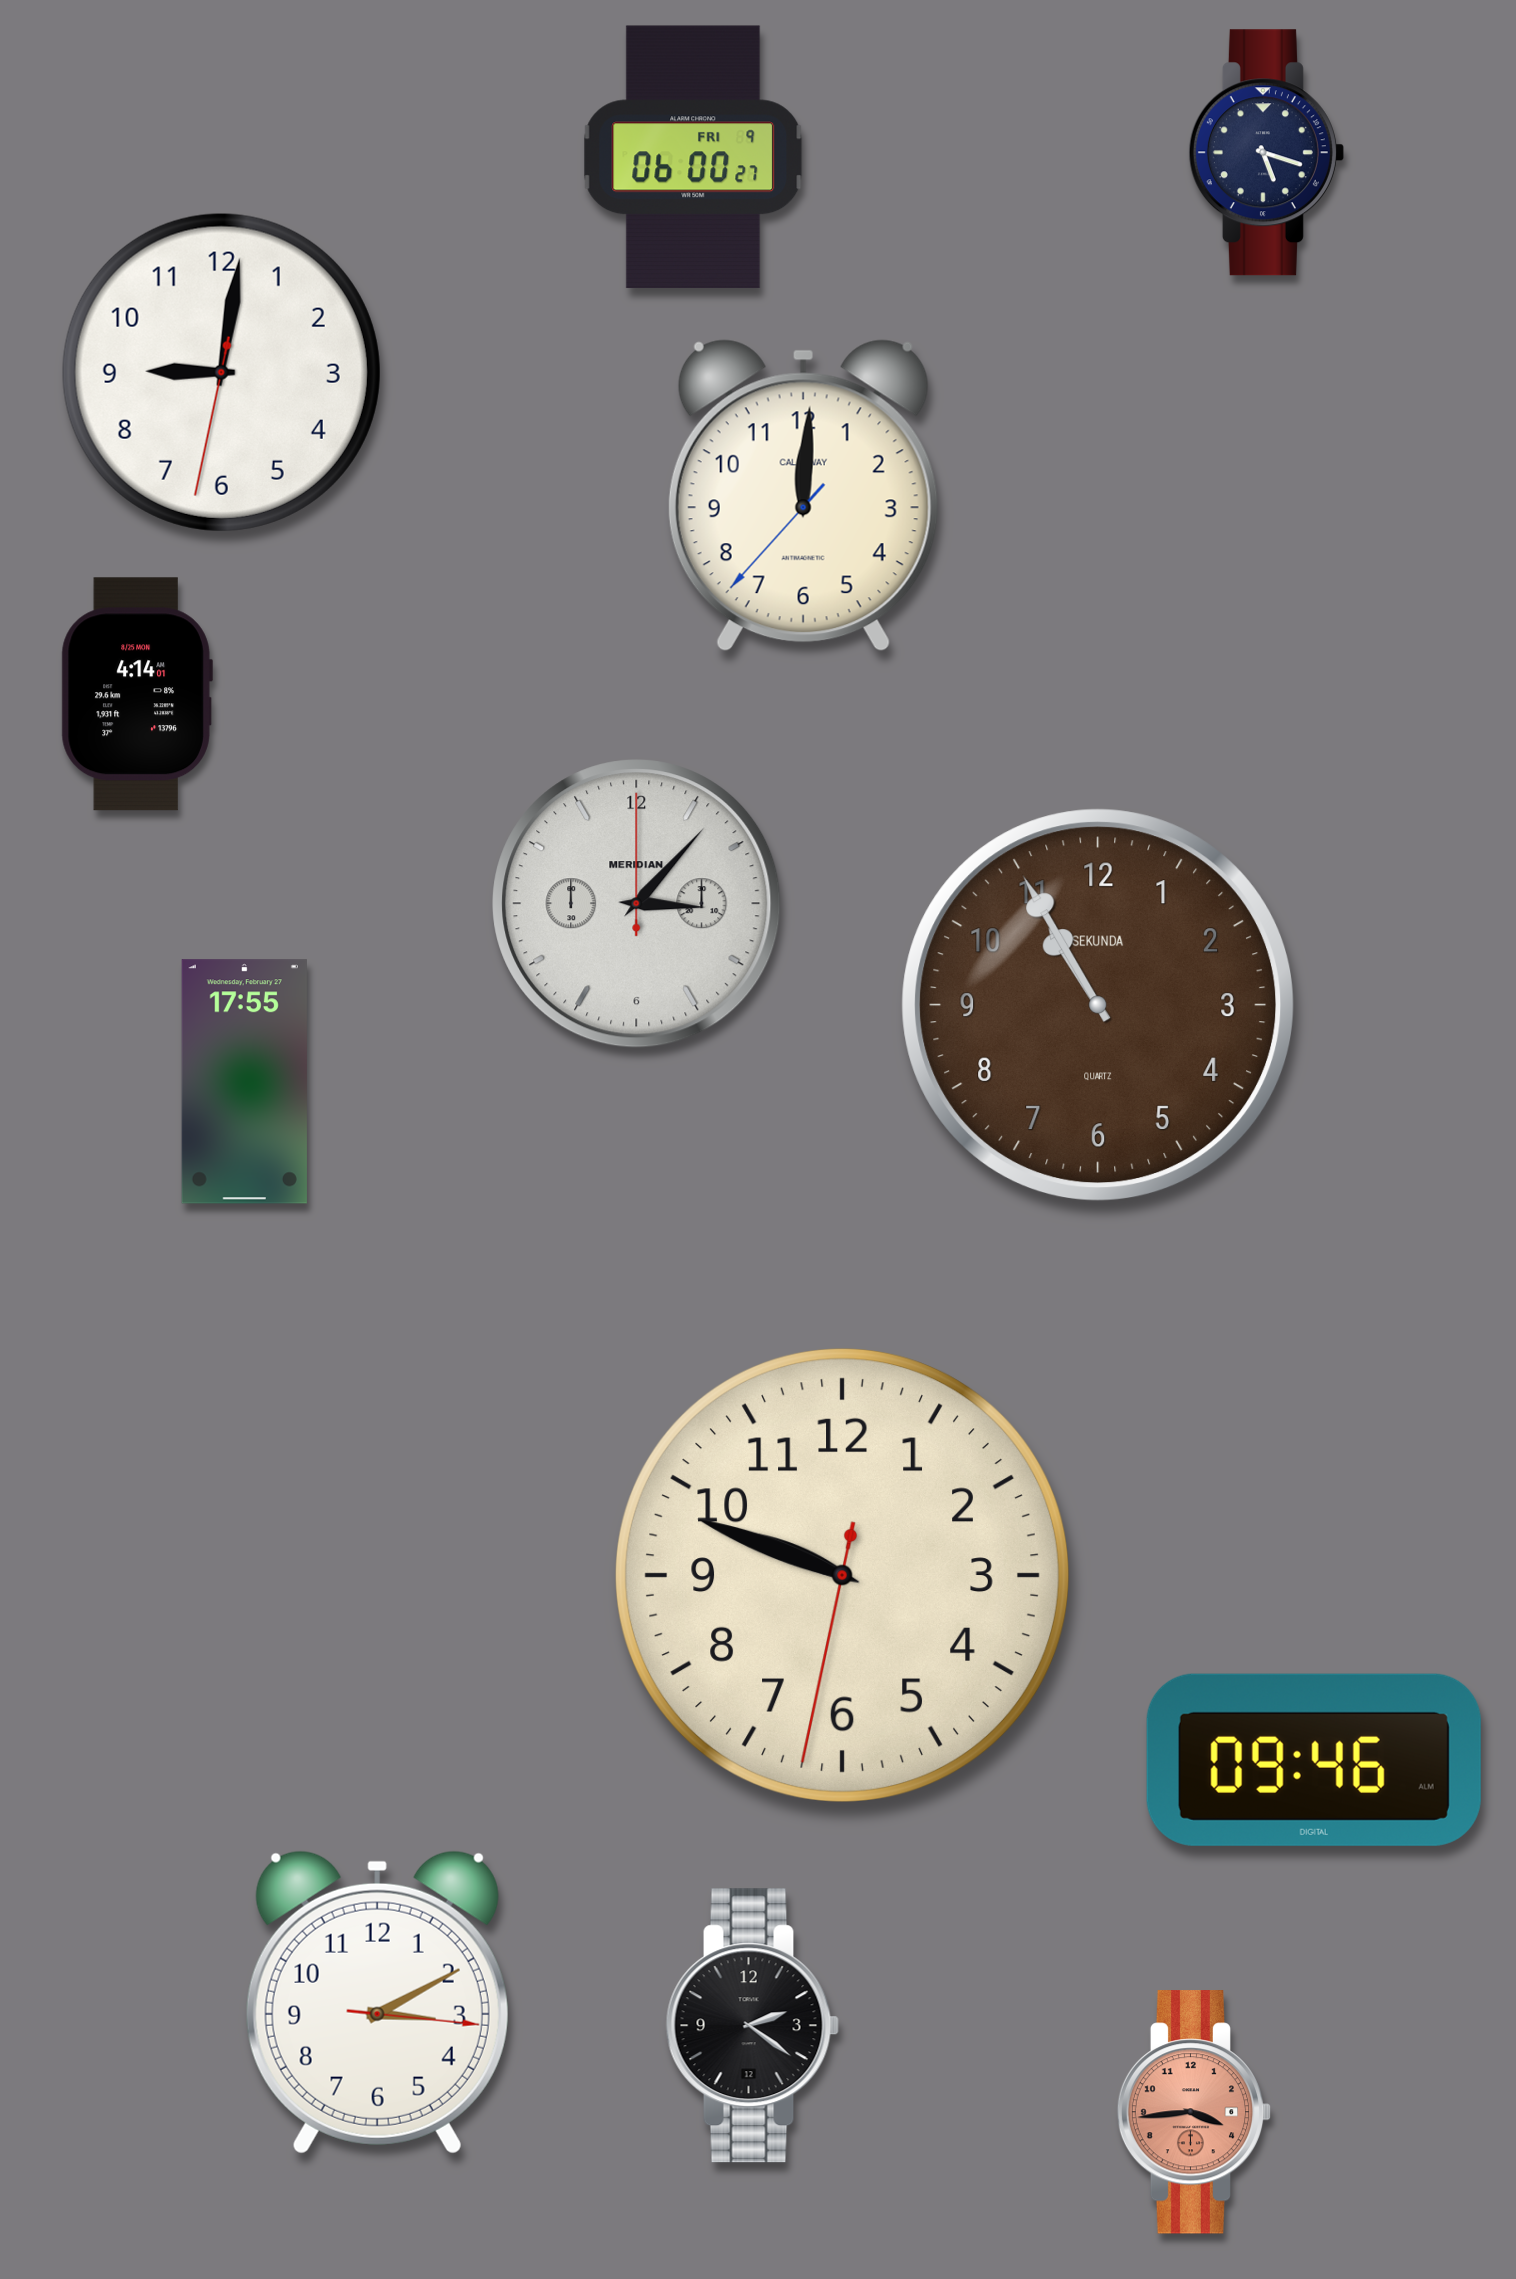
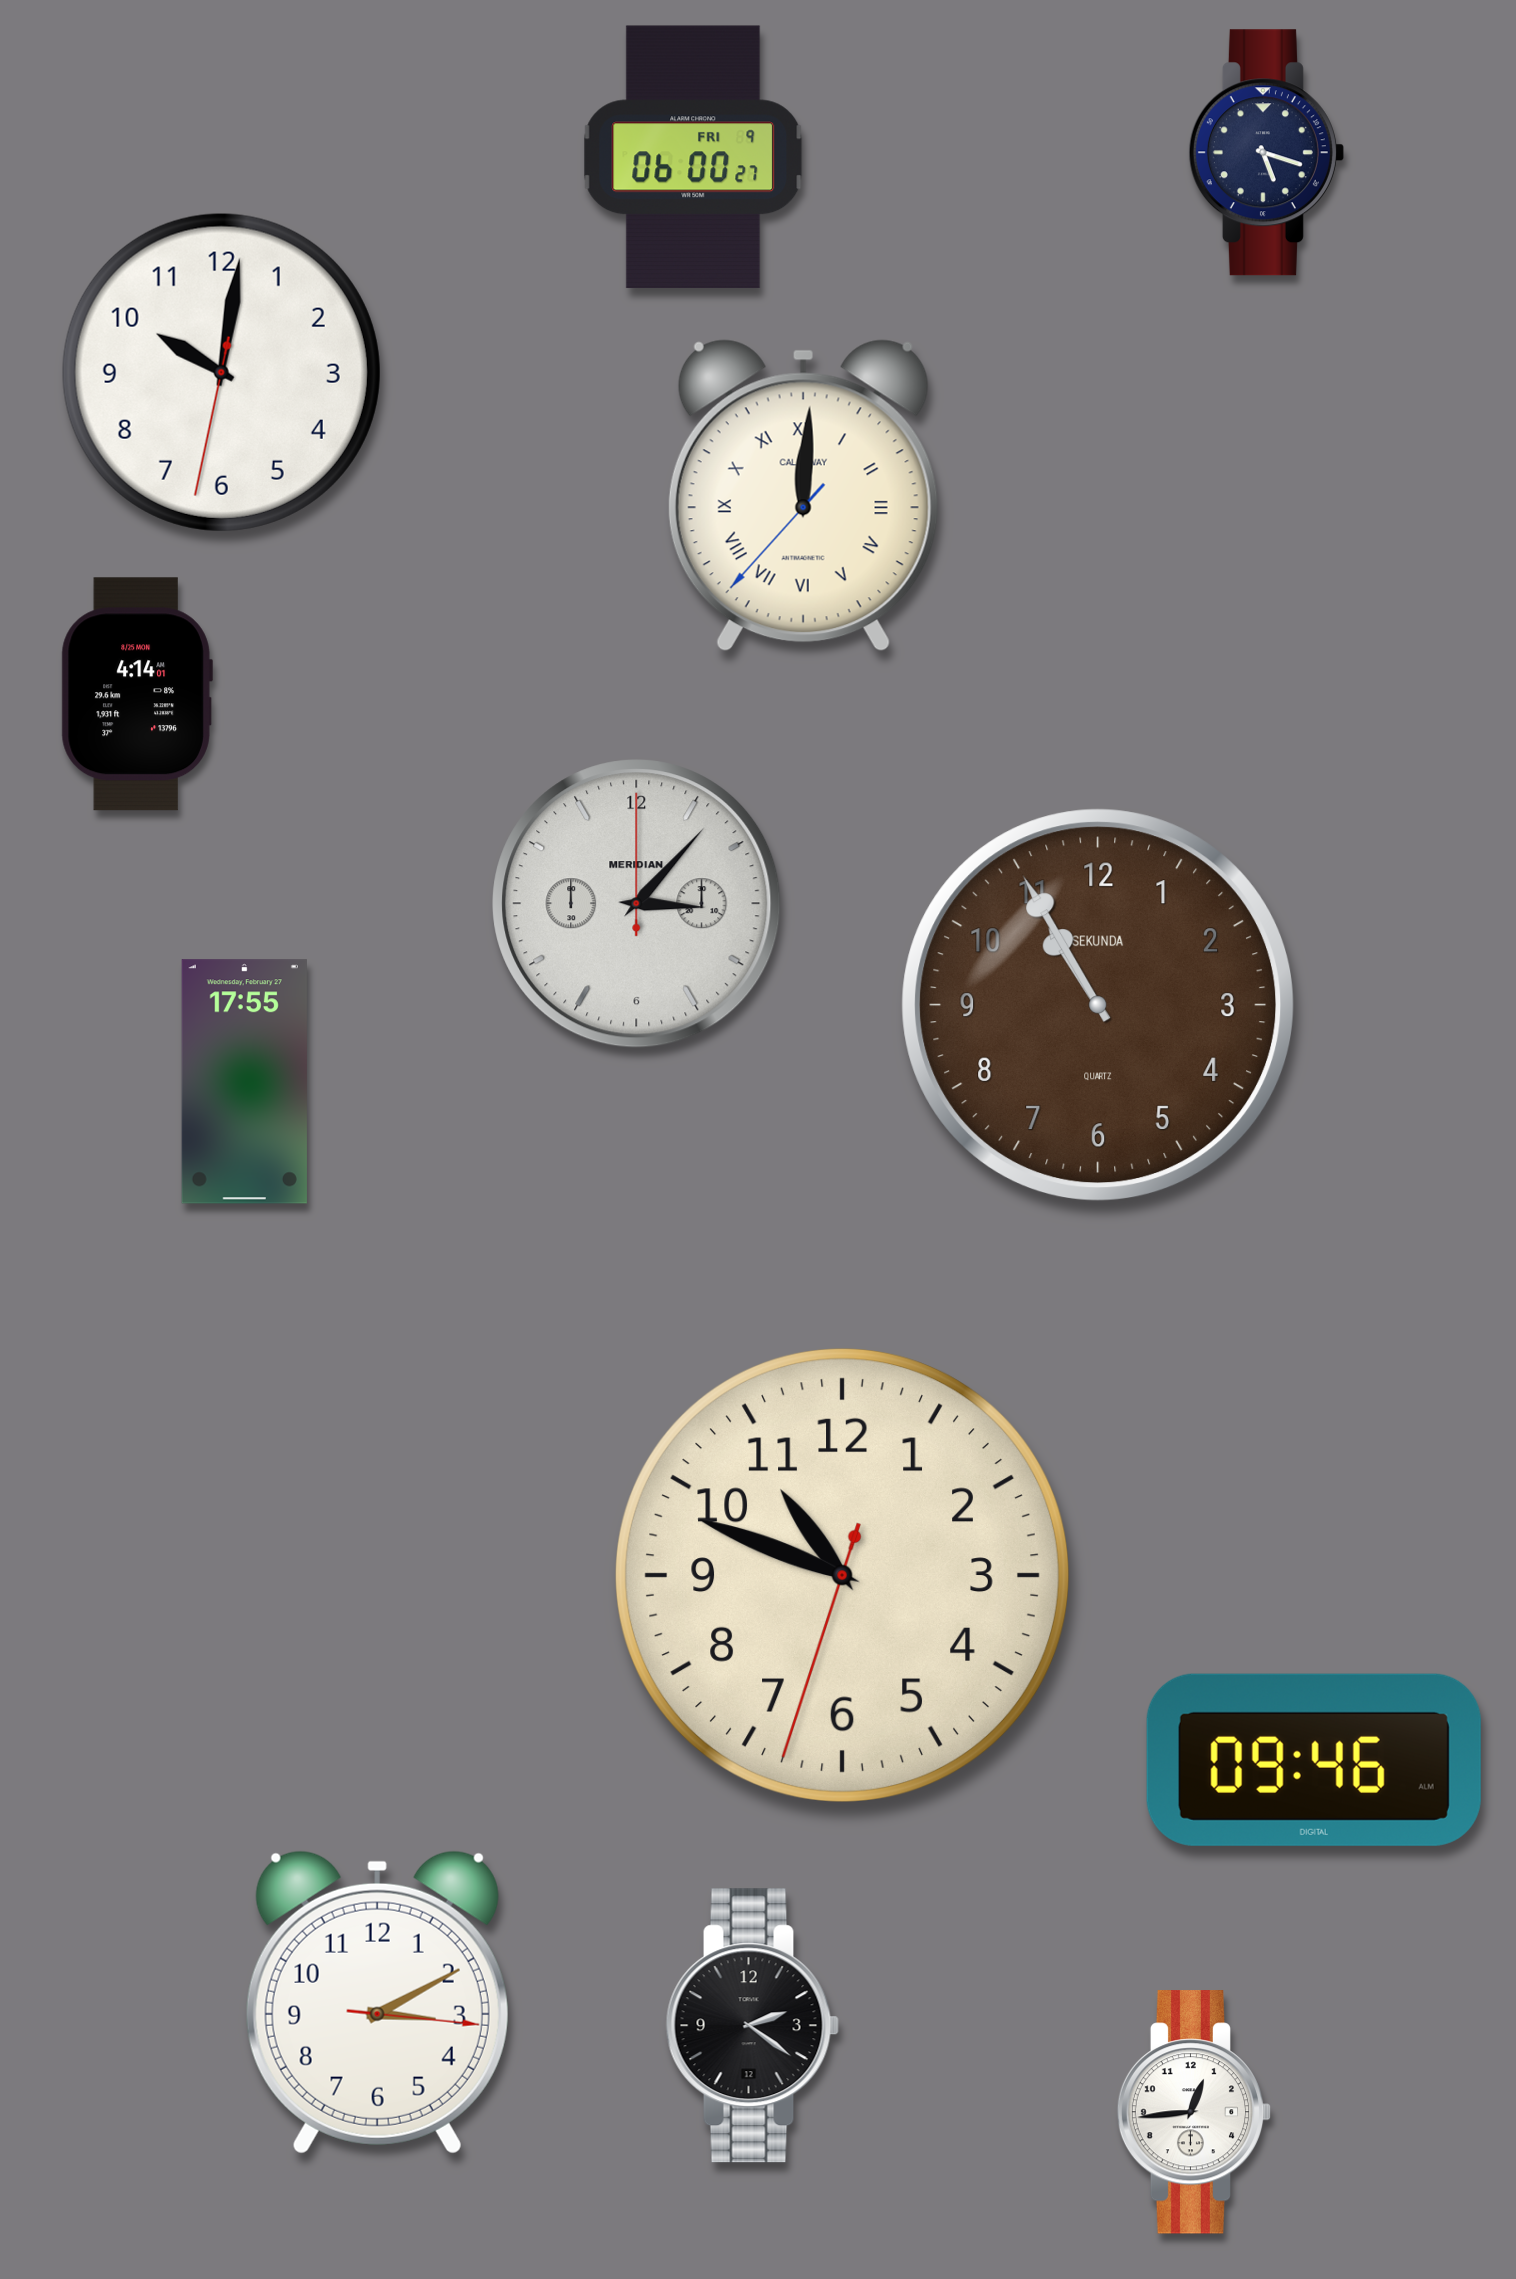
clock at (221, 372): 9:01 -> 10:01
clock at (803, 496) numerals: Arabic -> Roman
clock at (842, 1575): 9:48 -> 10:48
clock at (1194, 2112): 3:44 -> 12:44
clock at (1194, 2112) dial: salmon -> white
